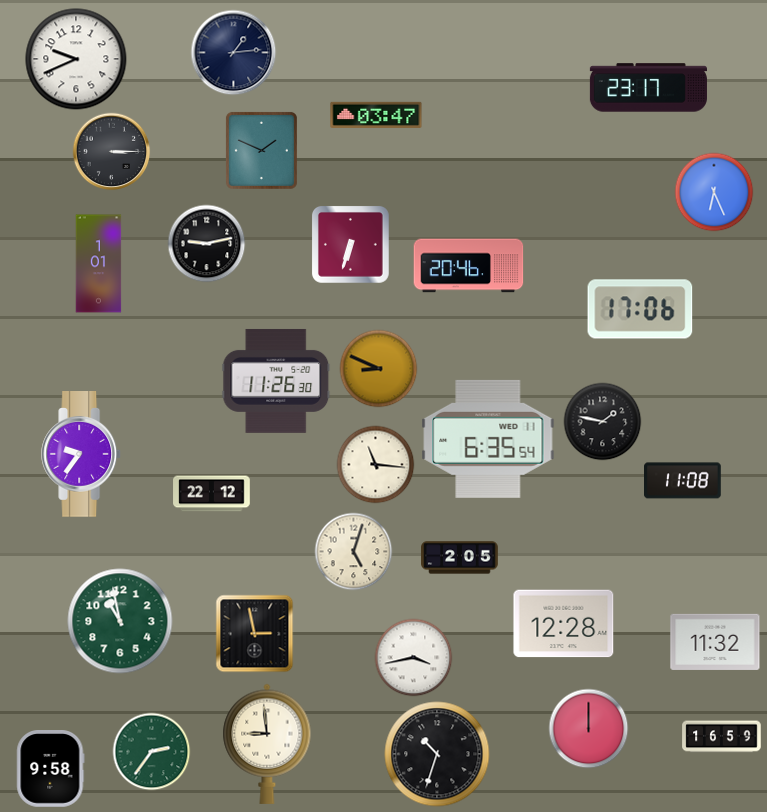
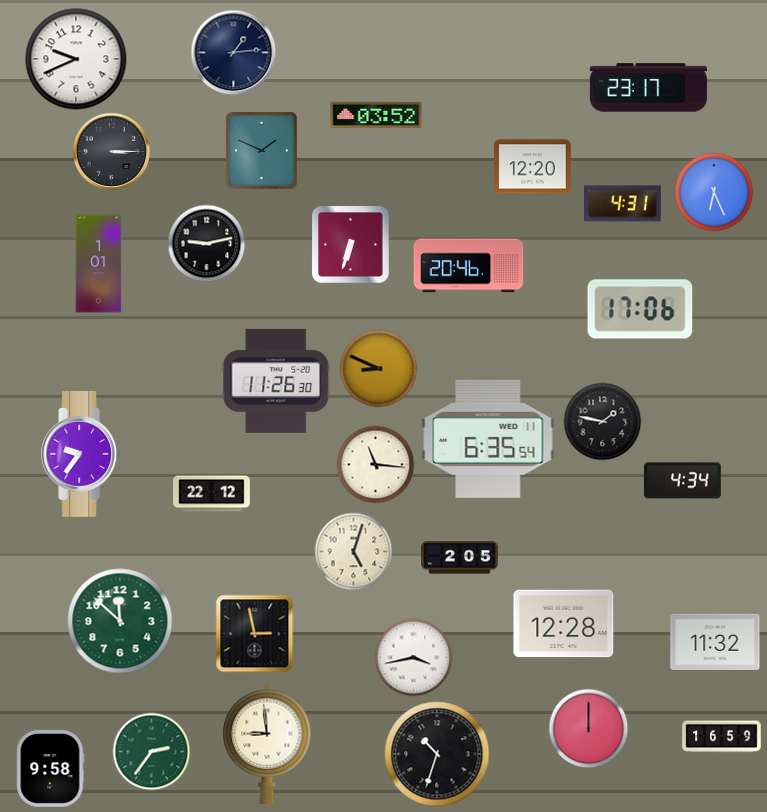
clock at (376, 115): 03:47 -> 03:52
clock at (533, 167): none -> 12:20
clock at (623, 204): none -> 4:31
clock at (683, 481): 11:08 -> 4:34
clock at (120, 621): 10:58 -> 11:52
